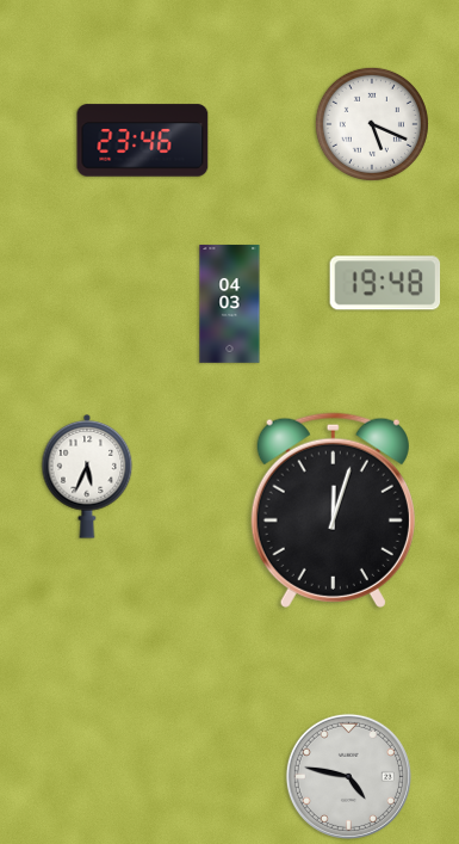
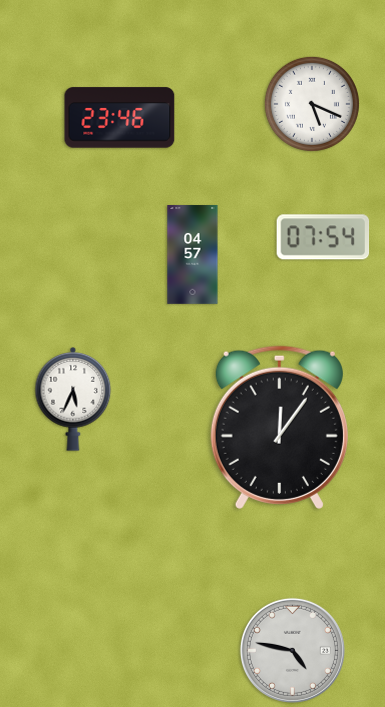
clock at (385, 283): 19:48 -> 07:54
clock at (230, 304): 04:03 -> 04:57
clock at (333, 510): 12:03 -> 12:06
